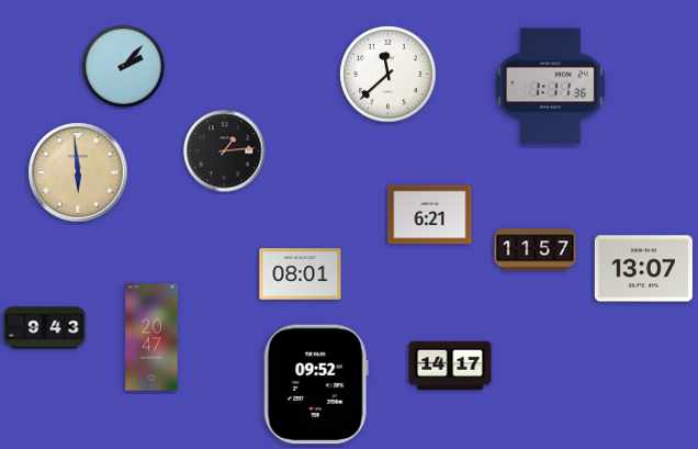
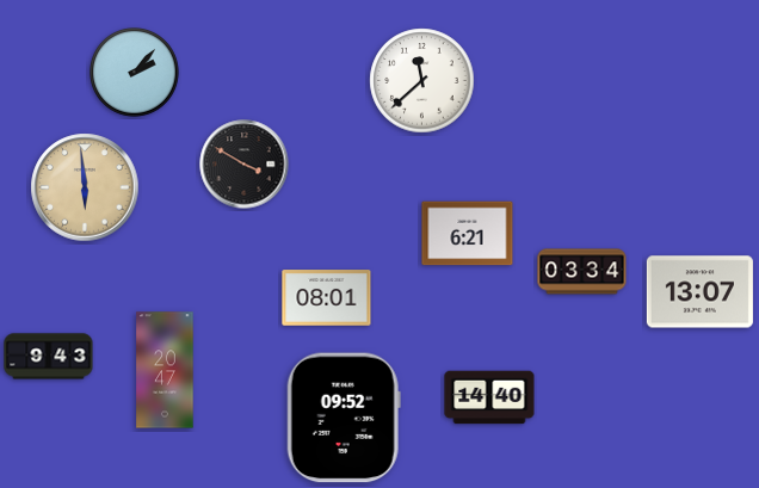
clock at (550, 87): 1:11 -> none
clock at (225, 151): 1:14 -> 3:50
clock at (536, 250): 11:57 -> 03:34
clock at (151, 337) position: (151, 337) -> (165, 370)
clock at (450, 366): 14:17 -> 14:40
